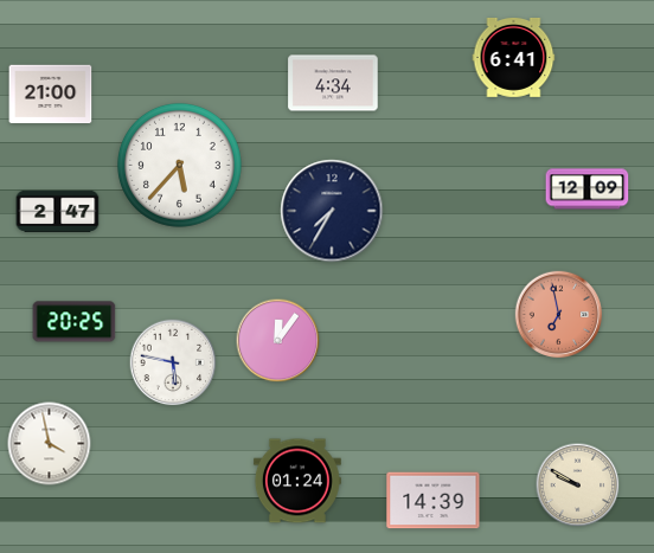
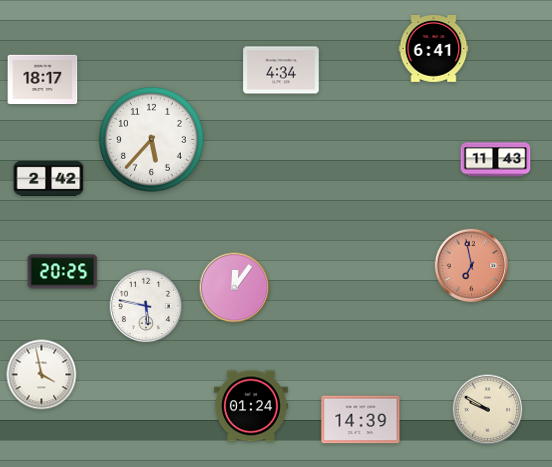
clock at (51, 95): 21:00 -> 18:17
clock at (588, 189): 12:09 -> 11:43
clock at (58, 211): 2:47 -> 2:42
clock at (332, 211): 7:35 -> none
clock at (434, 501) position: (434, 501) -> (361, 420)
